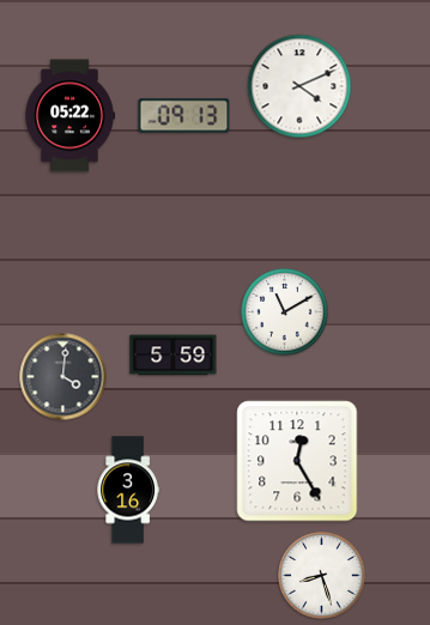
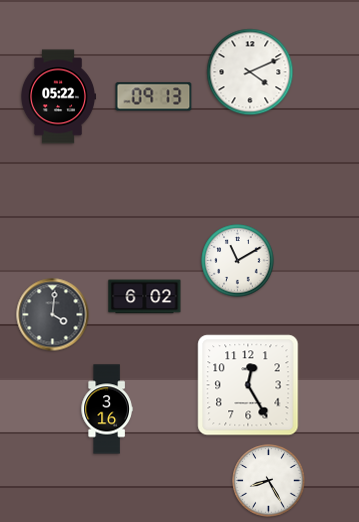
clock at (174, 356): 5:59 -> 6:02
clock at (322, 576): 8:27 -> 8:25
